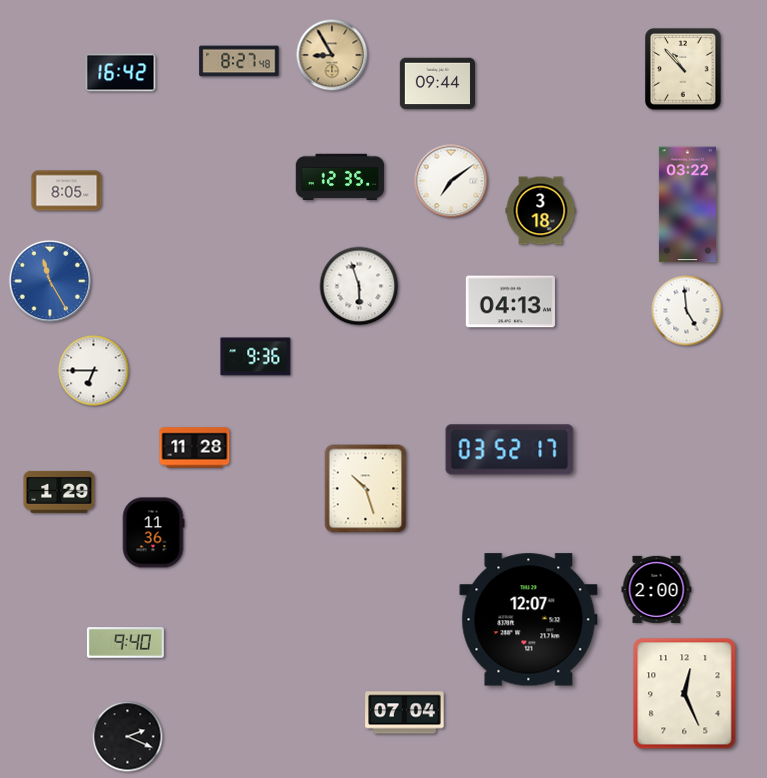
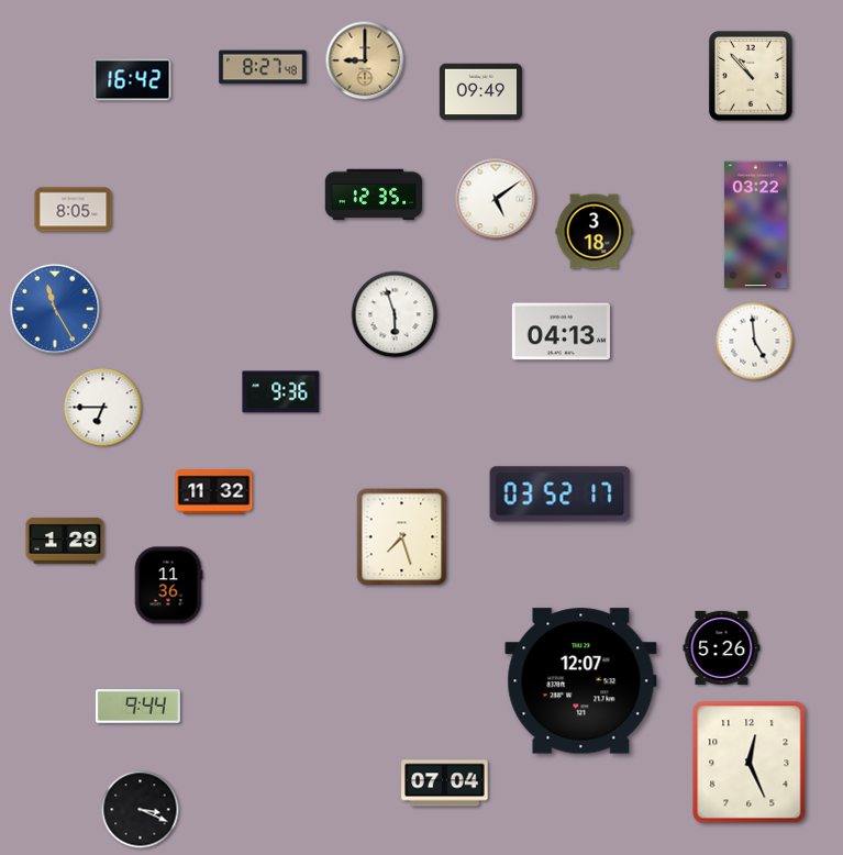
clock at (332, 55): 8:55 -> 9:00
clock at (437, 84): 09:44 -> 09:49
clock at (451, 181): 7:09 -> 5:09
clock at (195, 448): 11:28 -> 11:32
clock at (366, 489): 10:27 -> 7:27
clock at (657, 589): 2:00 -> 5:26
clock at (125, 643): 9:40 -> 9:44
clock at (685, 694) position: (685, 694) -> (750, 763)
clock at (128, 737): 2:19 -> 3:19
